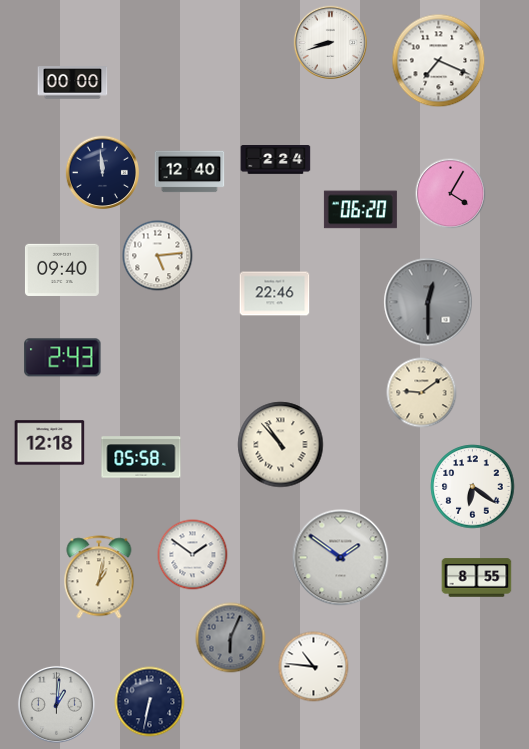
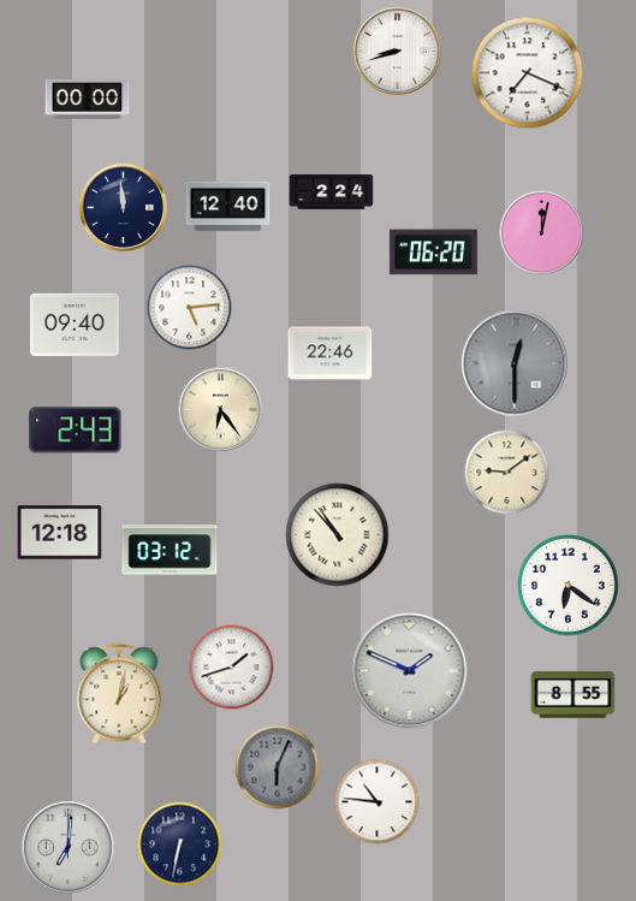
clock at (451, 194): 4:05 -> 12:02
clock at (221, 410): none -> 6:24
clock at (141, 457): 05:58 -> 03:12
clock at (193, 555): 1:51 -> 1:42
clock at (341, 558): 1:51 -> 1:49
clock at (56, 704): 1:01 -> 7:01
